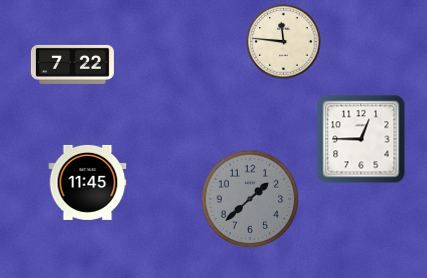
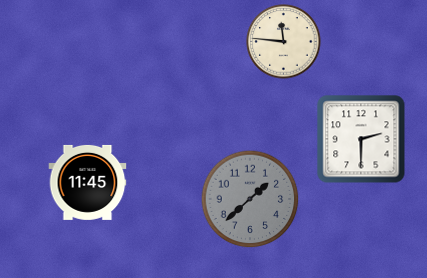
clock at (72, 64): 7:22 -> none
clock at (361, 139): 12:45 -> 2:30
